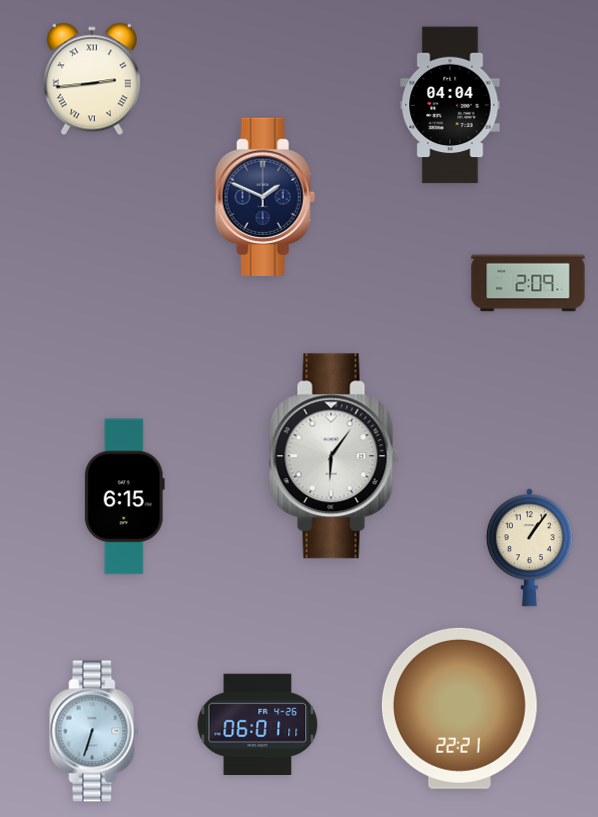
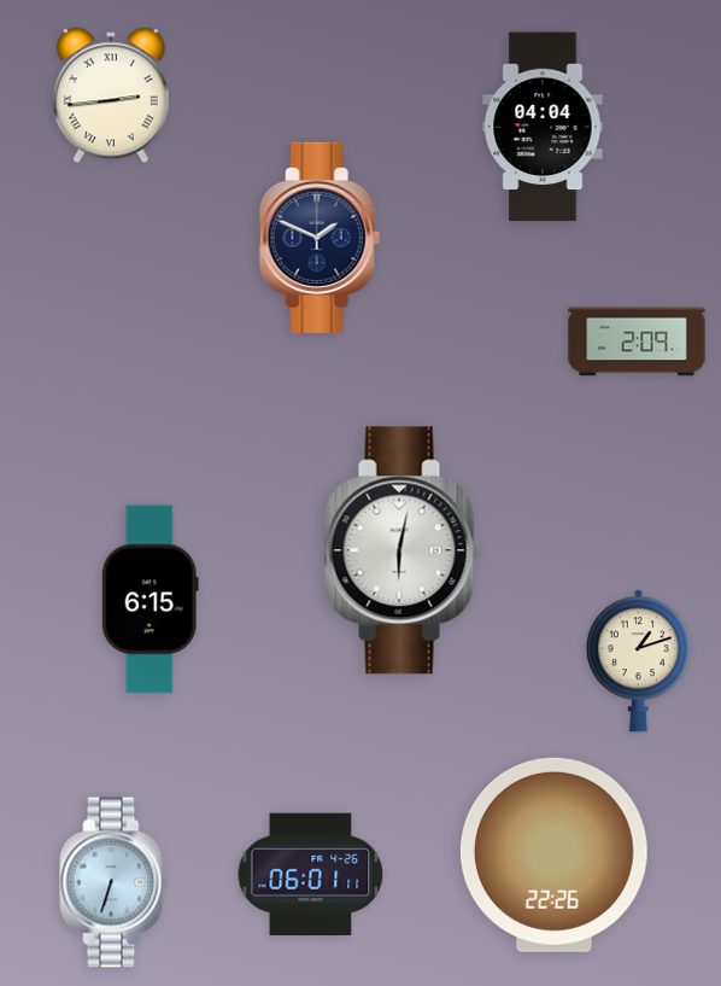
clock at (334, 456): 6:06 -> 6:02
clock at (529, 548): 1:06 -> 1:12
clock at (459, 708): 22:21 -> 22:26
